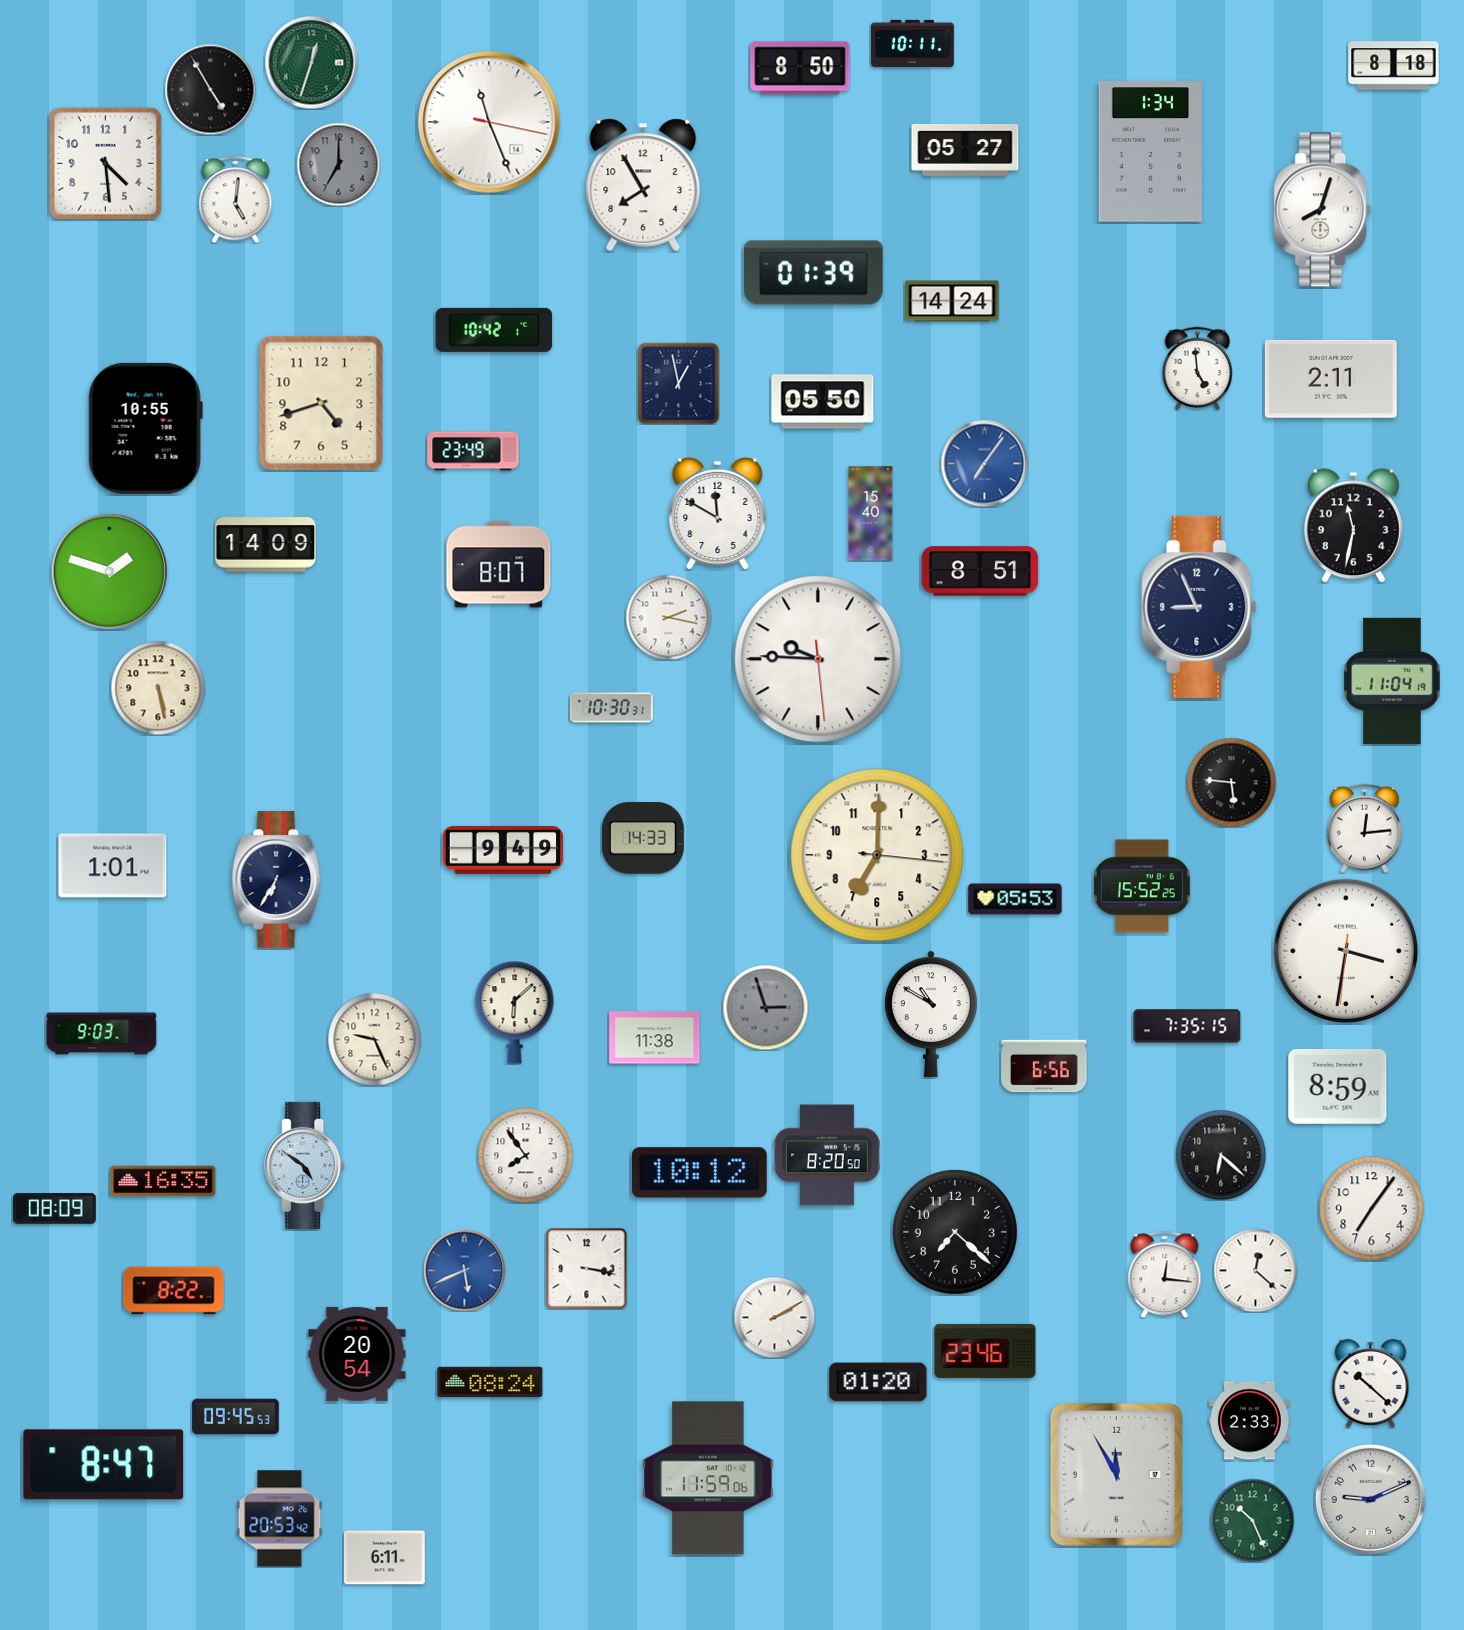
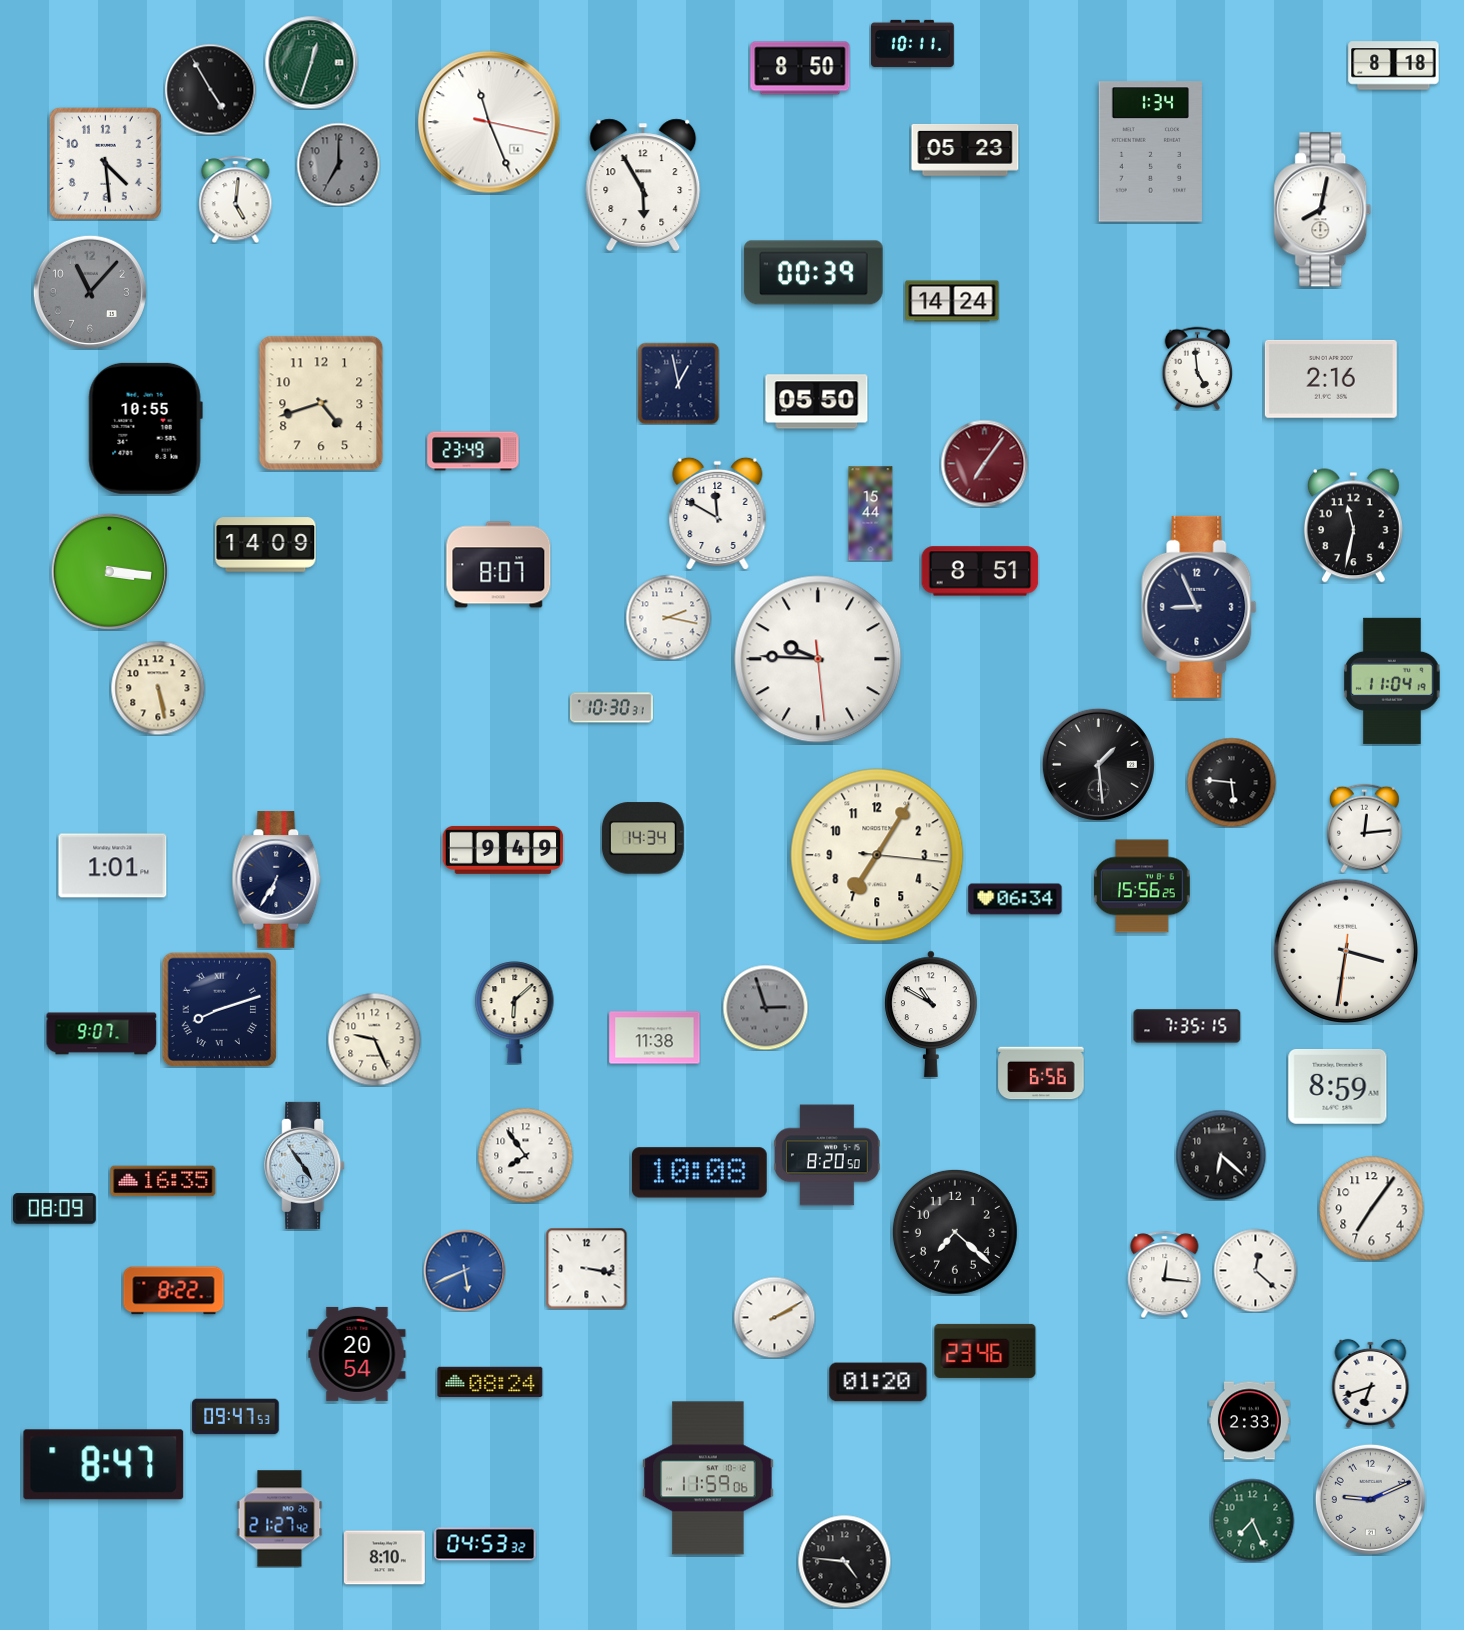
clock at (965, 150): 05:27 -> 05:23
clock at (643, 185): 7:55 -> 5:55
clock at (1323, 210): 8:03 -> 8:02
clock at (814, 273): 01:39 -> 00:39
clock at (90, 292): none -> 11:07
clock at (494, 330): 10:42 -> none
clock at (1331, 379): 2:11 -> 2:16
clock at (823, 402) position: (823, 402) -> (817, 402)
clock at (984, 463) dial: blue -> burgundy
clock at (871, 514): 15:40 -> 15:44
clock at (109, 571): 1:48 -> 3:16
clock at (1098, 764): none -> 1:29
clock at (643, 838): 14:33 -> 14:34
clock at (877, 855): 7:00 -> 7:05
clock at (1142, 886): 15:52 -> 15:56
clock at (1015, 899): 05:53 -> 06:34
clock at (219, 1009): none -> 8:12
clock at (102, 1034): 9:03 -> 9:07
clock at (1044, 1066) position: (1044, 1066) -> (1041, 1073)
clock at (305, 1165): 4:51 -> 4:54
clock at (699, 1173): 10:12 -> 10:08
clock at (1371, 1383): 10:22 -> 6:42
clock at (236, 1417): 09:45 -> 09:47
clock at (1116, 1474): 11:55 -> none
clock at (280, 1519): 20:53 -> 21:27
clock at (1252, 1520): 10:26 -> 7:26
clock at (485, 1544): none -> 04:53
clock at (384, 1558): 6:11 -> 8:10
clock at (844, 1561): none -> 4:46
